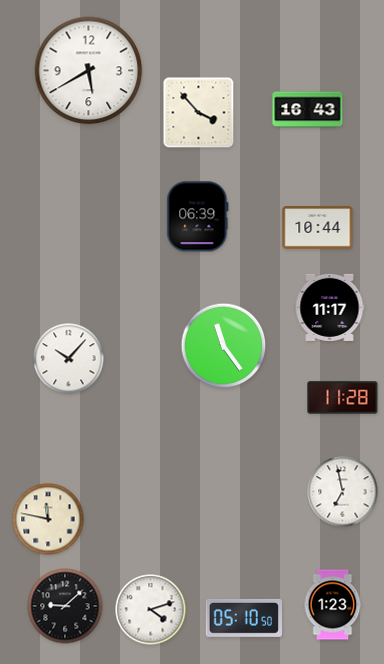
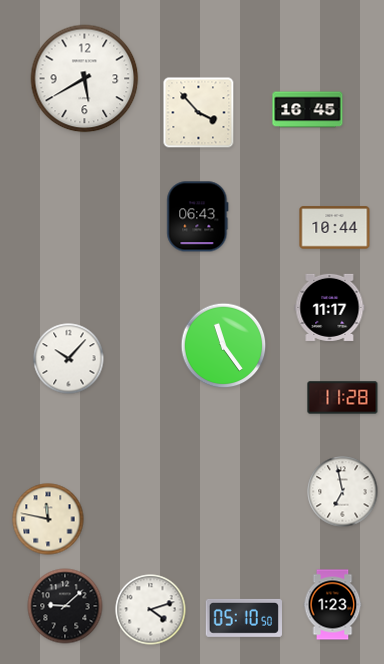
clock at (89, 71) position: (89, 71) -> (85, 79)
clock at (308, 110): 16:43 -> 16:45
clock at (198, 217): 06:39 -> 06:43
clock at (318, 228) position: (318, 228) -> (335, 228)
